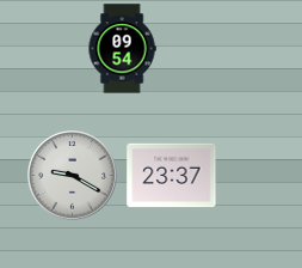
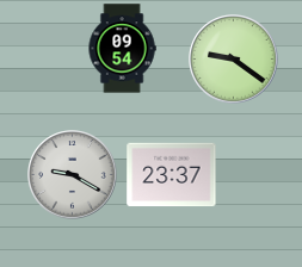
clock at (234, 60): none -> 9:21
